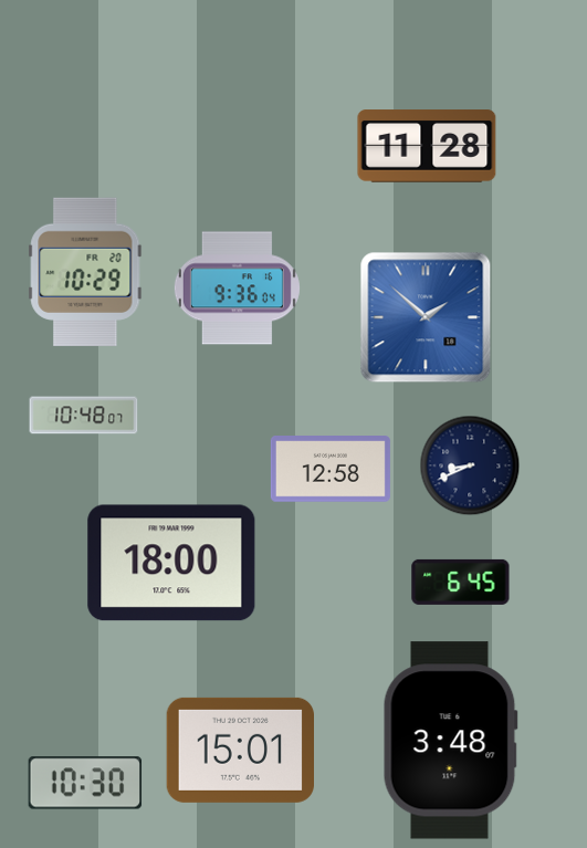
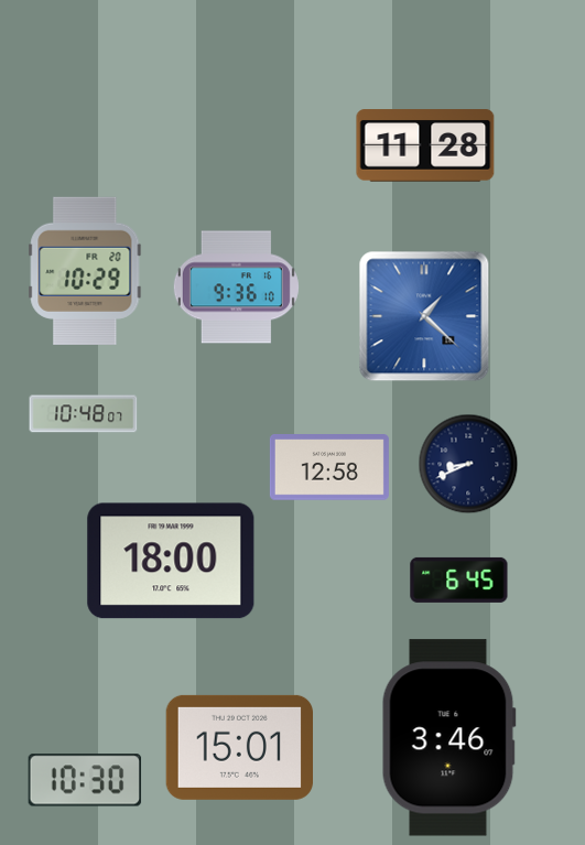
clock at (237, 289): 9:36:04 -> 9:36:10
clock at (426, 317): 1:52 -> 1:22
clock at (450, 741): 3:48 -> 3:46
